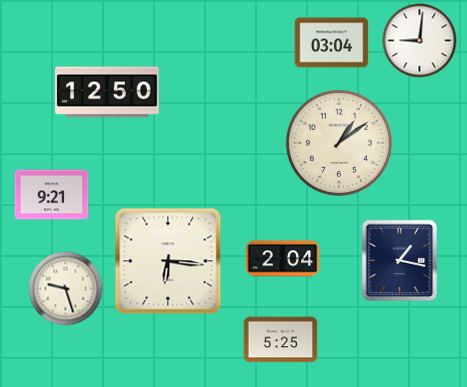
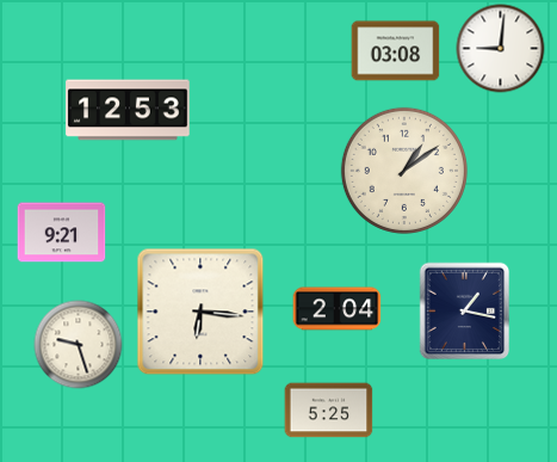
clock at (332, 43): 03:04 -> 03:08
clock at (107, 92): 12:50 -> 12:53
clock at (400, 261) position: (400, 261) -> (465, 312)
clock at (281, 340) position: (281, 340) -> (329, 411)
